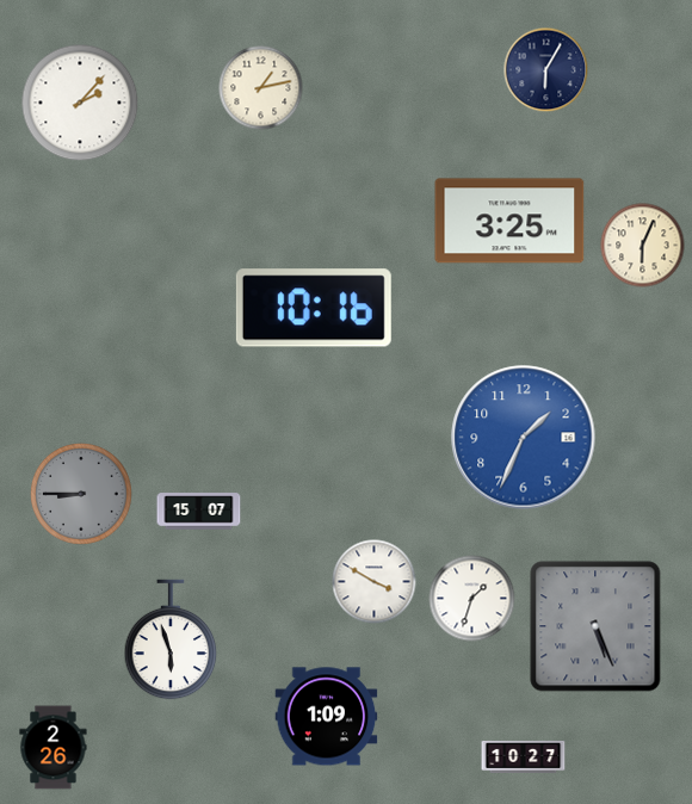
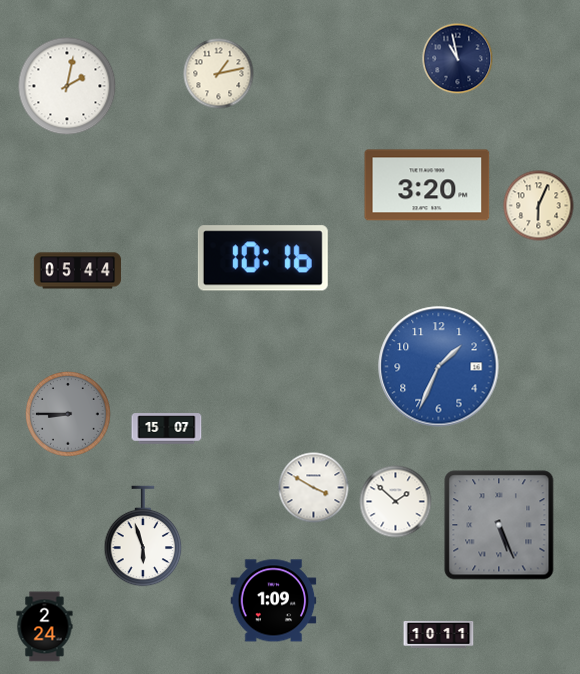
clock at (546, 70): 6:05 -> 10:58
clock at (80, 103): 2:07 -> 2:02
clock at (509, 221): 3:25 -> 3:20
clock at (77, 271): none -> 05:44
clock at (472, 599): 1:33 -> 1:52
clock at (54, 748): 2:26 -> 2:24
clock at (524, 756): 10:27 -> 10:11
